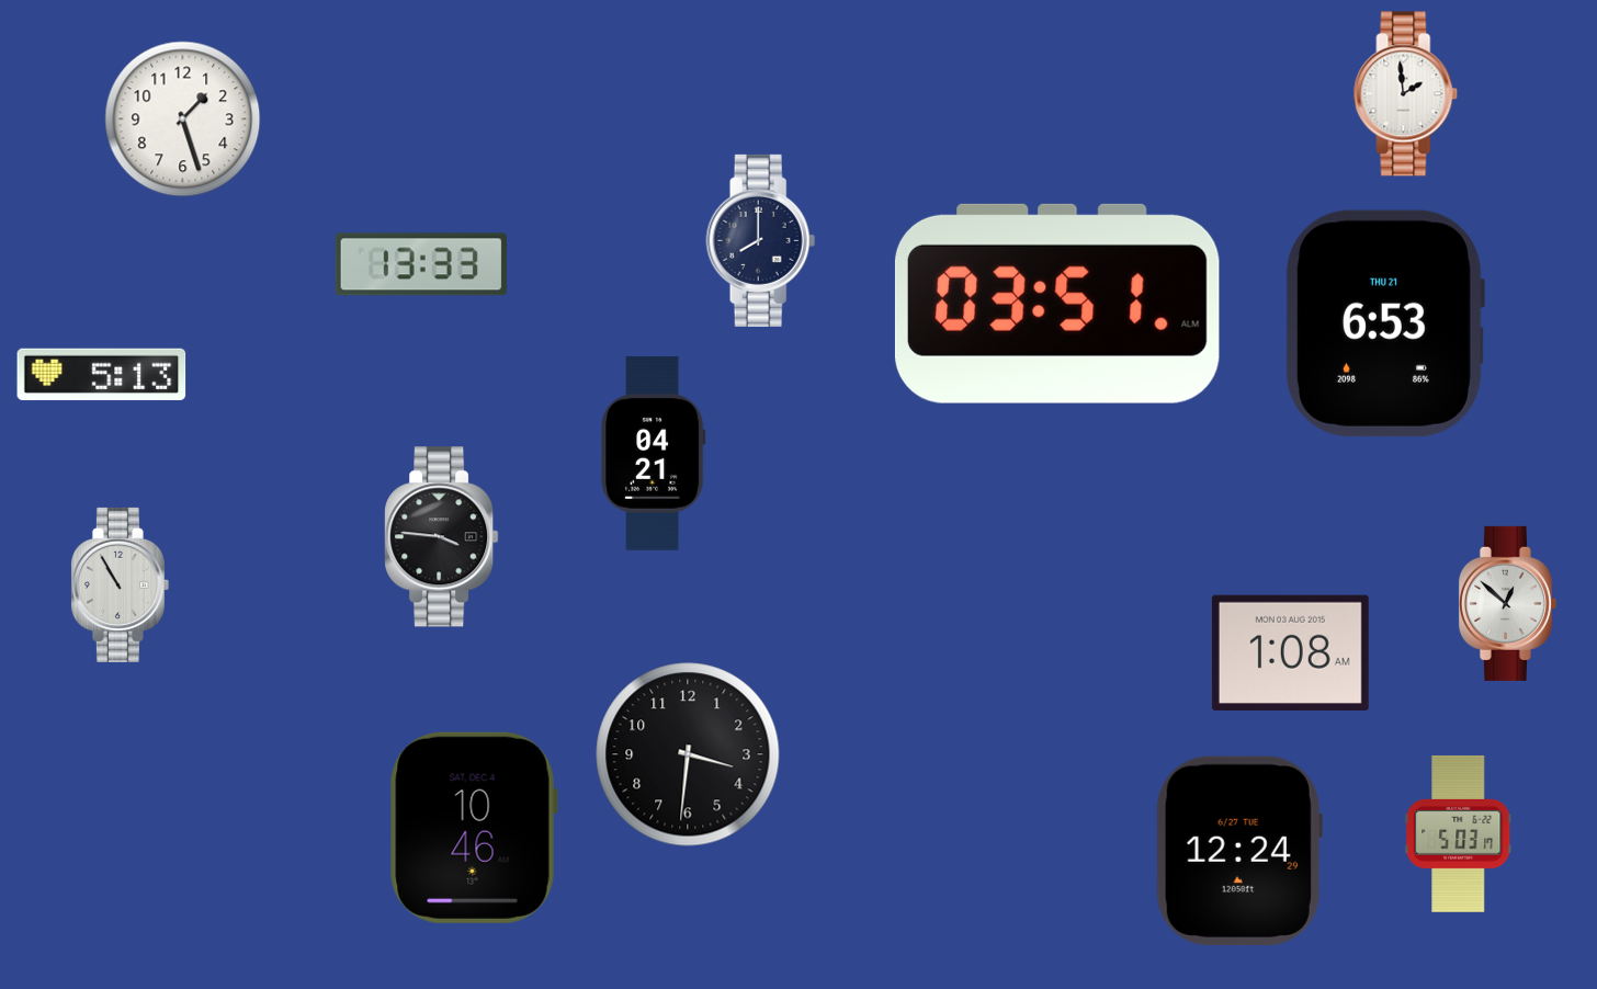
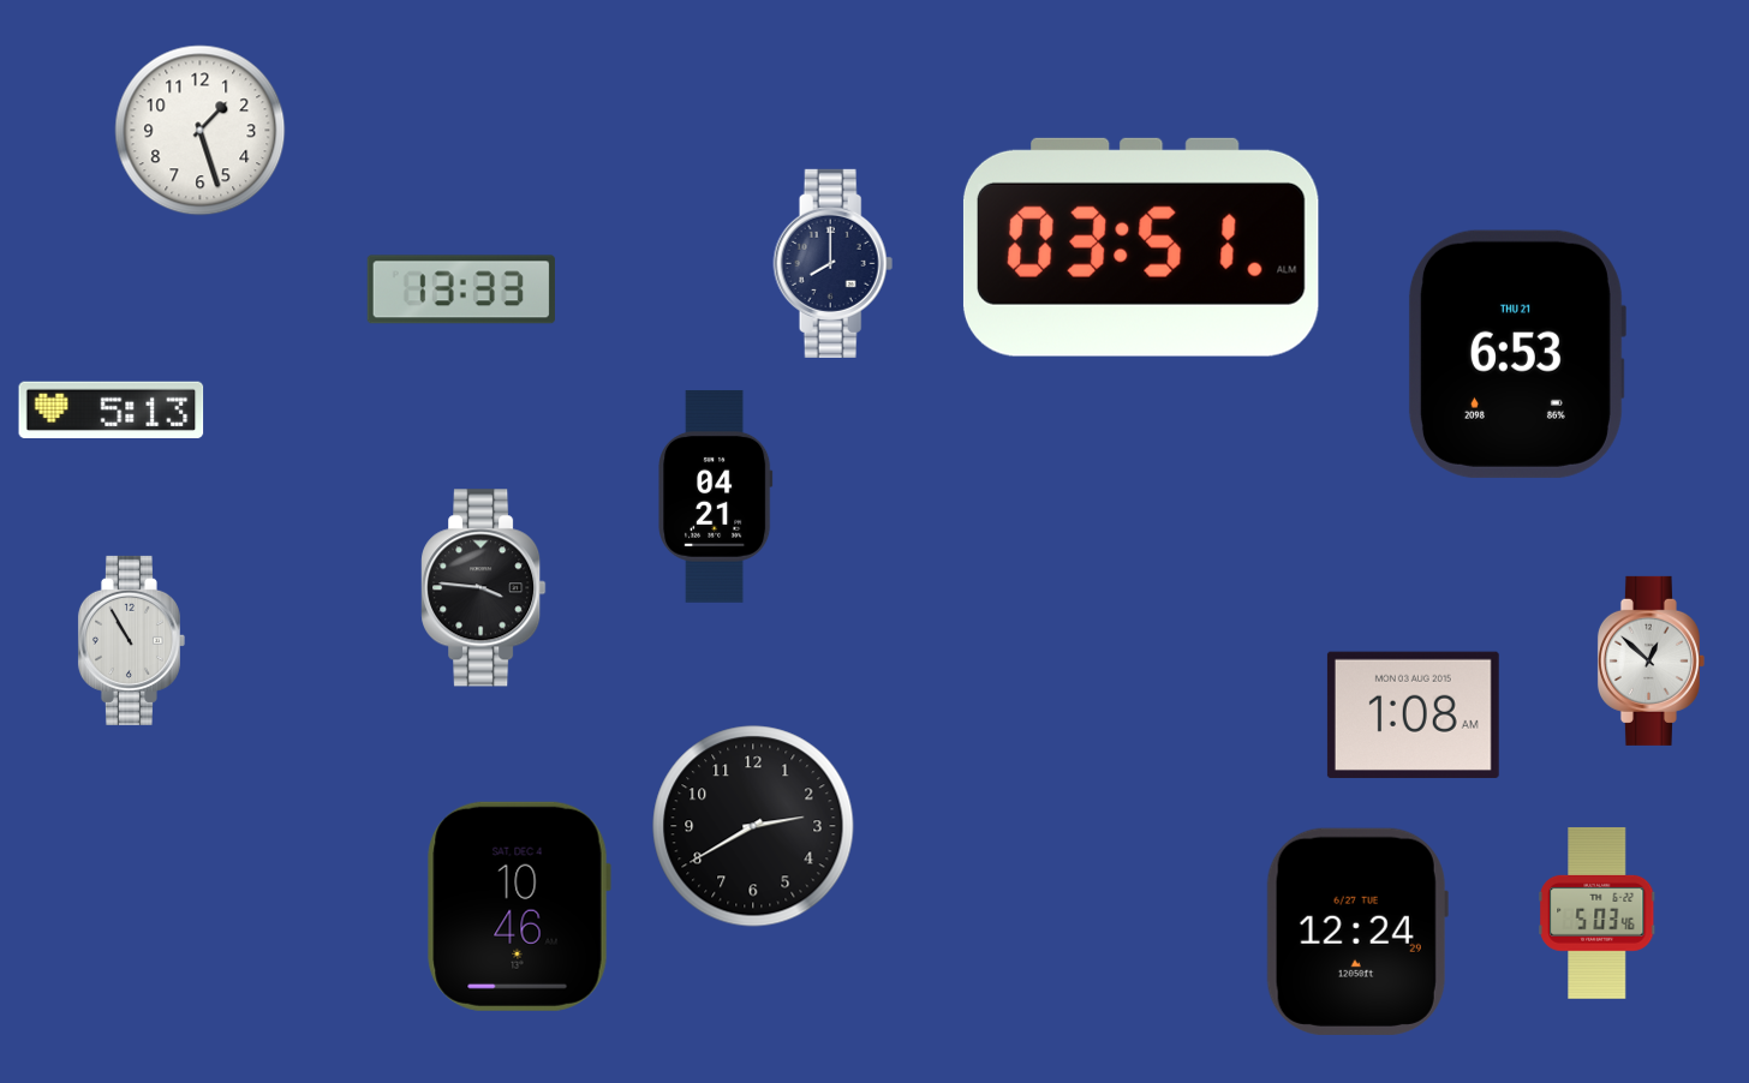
clock at (1406, 94): 1:59 -> none
clock at (1057, 304) position: (1057, 304) -> (1141, 247)
clock at (688, 754): 3:31 -> 2:40
clock at (1459, 833): 5:03:17 -> 5:03:46
